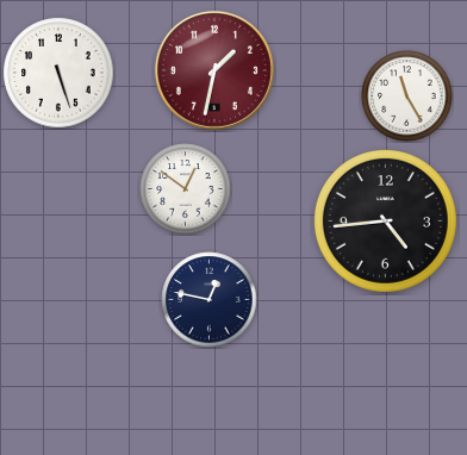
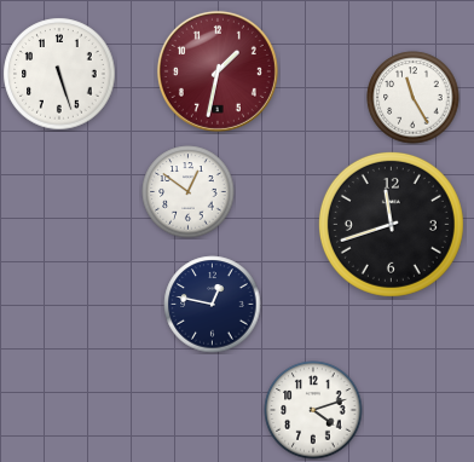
clock at (385, 220): 4:44 -> 11:42
clock at (313, 410): none -> 4:12
